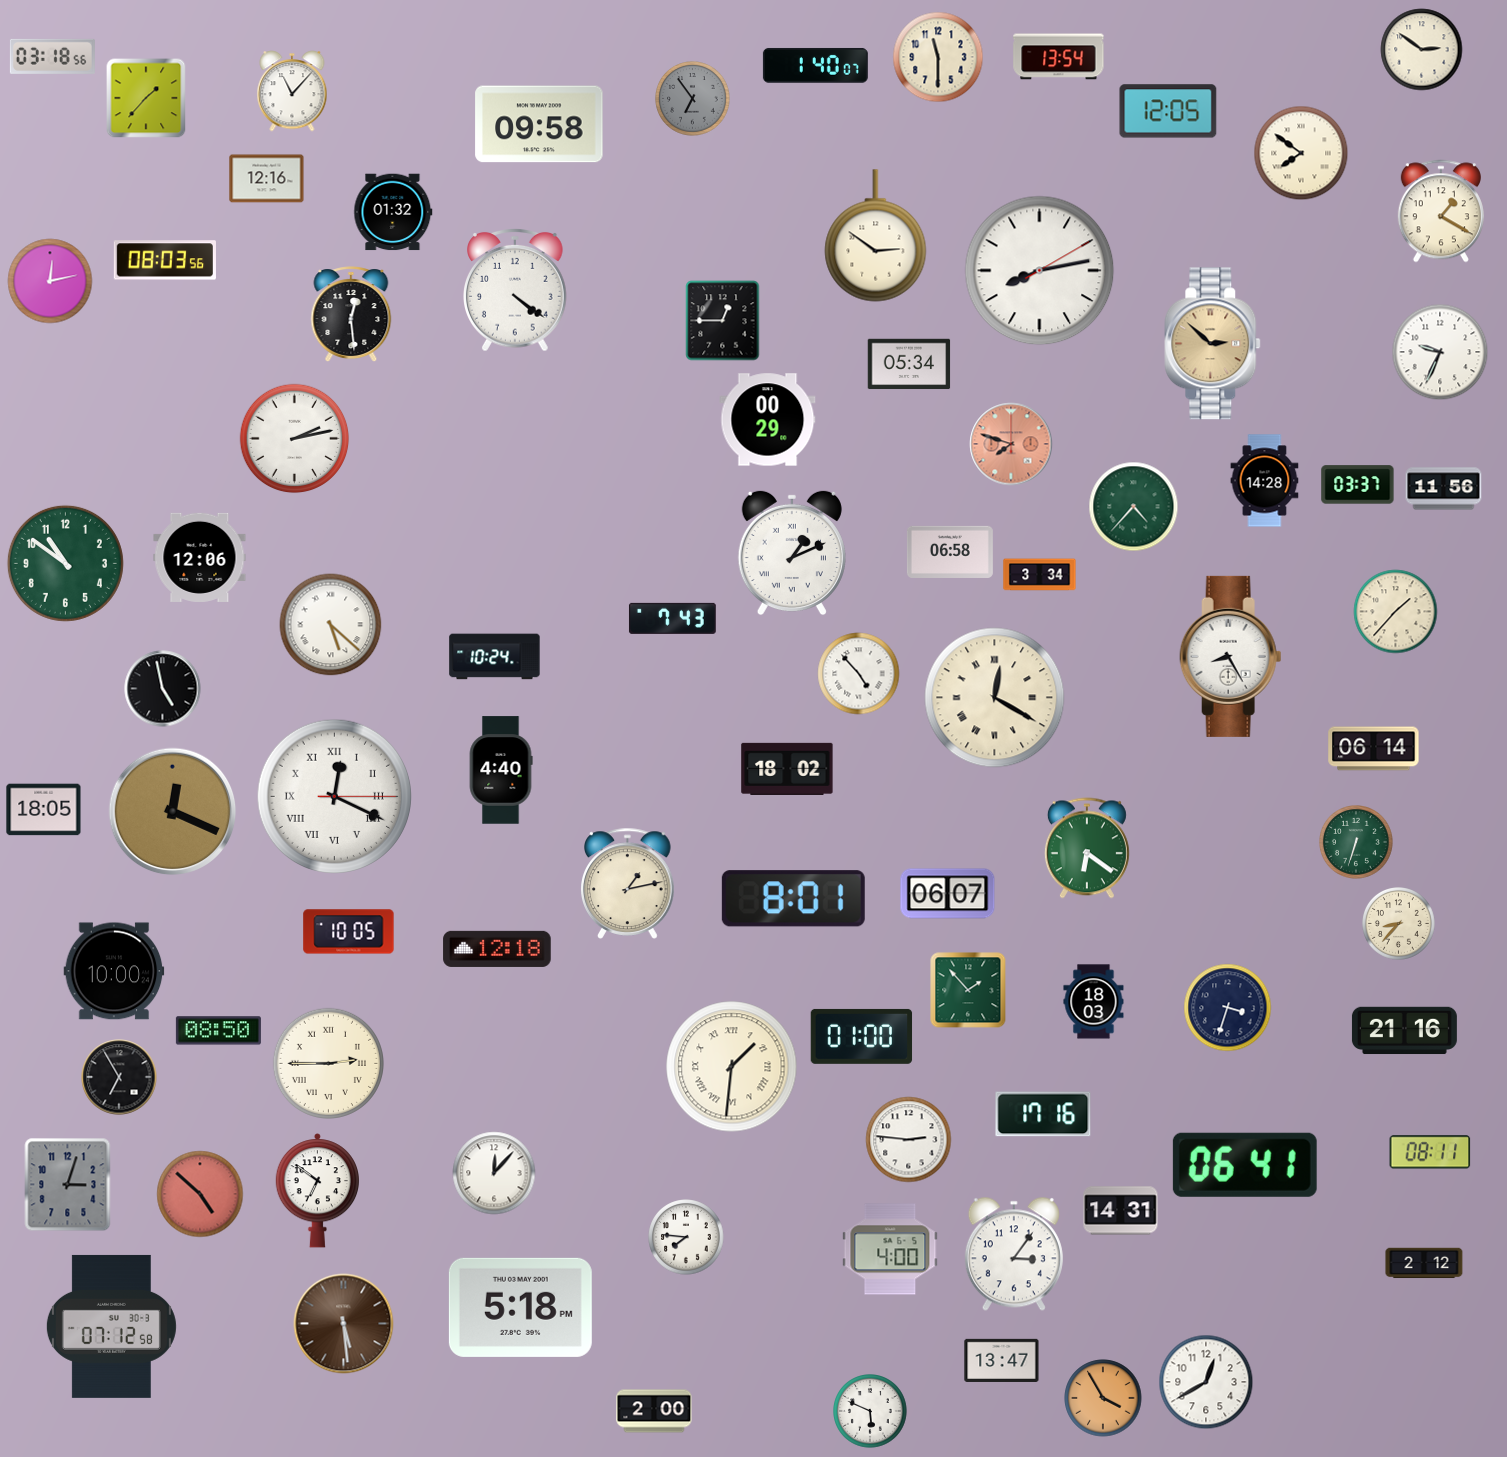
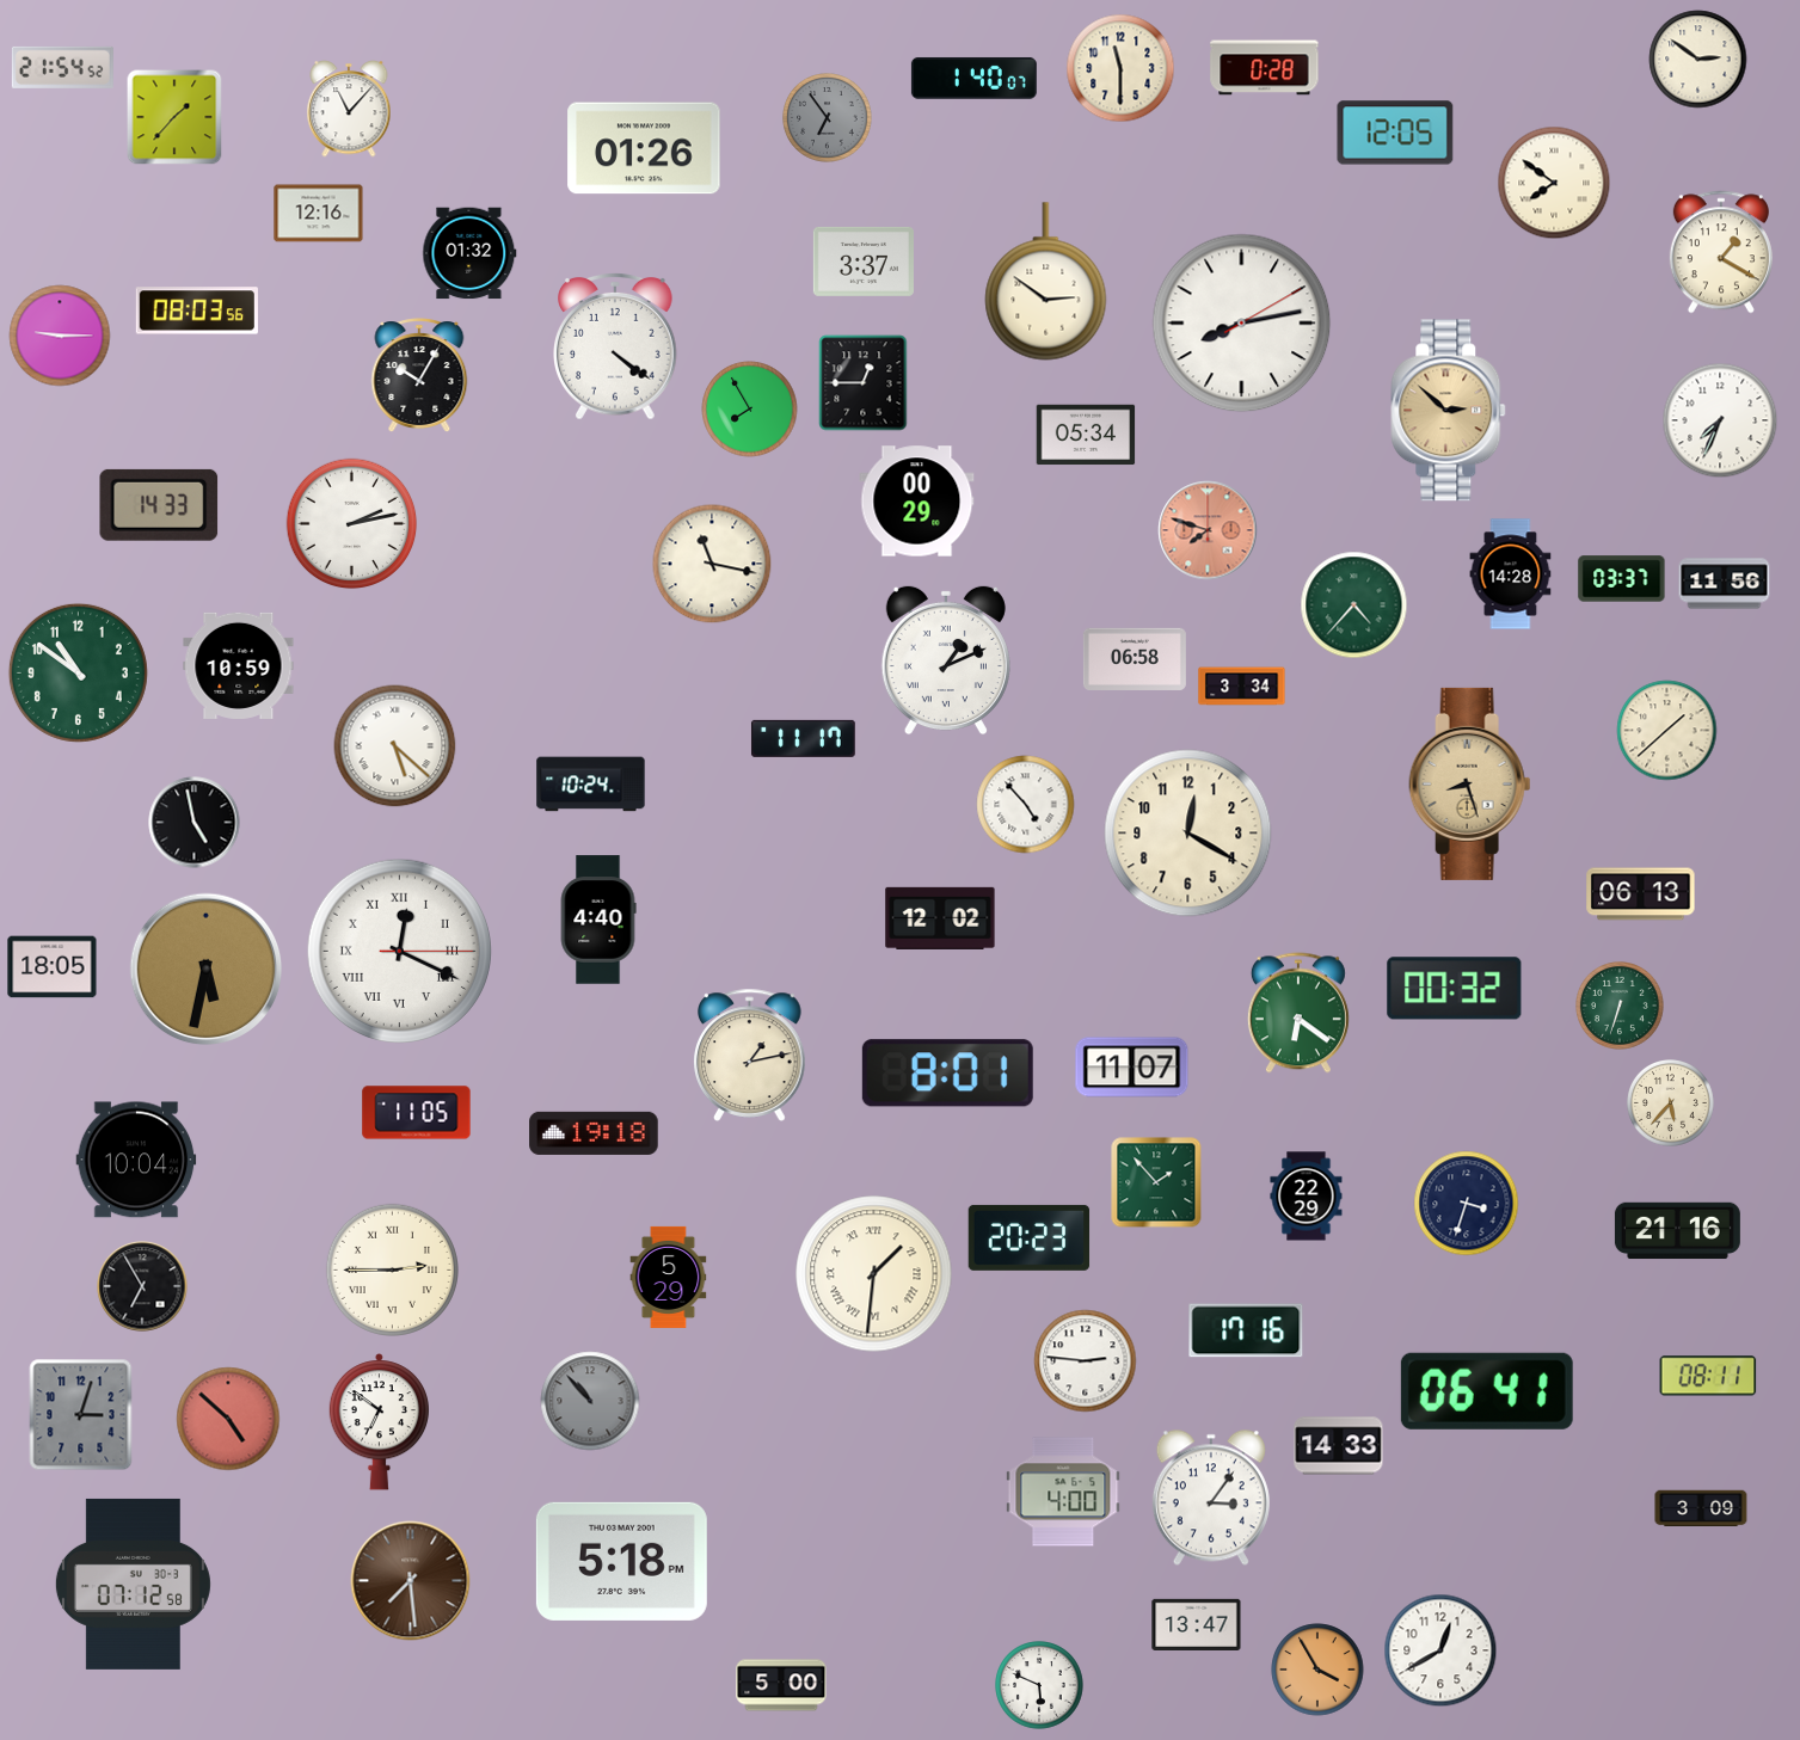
clock at (52, 56): 03:18 -> 21:54
clock at (1059, 57): 13:54 -> 0:28
clock at (539, 124): 09:58 -> 01:26
clock at (864, 262): none -> 3:37
clock at (50, 281): 12:13 -> 9:15
clock at (351, 314): 12:29 -> 10:05
clock at (750, 410): none -> 7:55
clock at (1440, 352): 9:34 -> 7:34
clock at (159, 505): none -> 14:33
clock at (712, 564): none -> 11:17
clock at (200, 557): 12:06 -> 10:59
clock at (1396, 612): 1:37 -> 1:38
clock at (672, 618): 7:43 -> 11:17
clock at (1231, 656): 8:25 -> 8:27
clock at (1231, 656) dial: white -> champagne
clock at (995, 698) numerals: Roman -> Arabic
clock at (1374, 749): 06:14 -> 06:13
clock at (787, 769): 18:02 -> 12:02
clock at (173, 812): 12:19 -> 5:32
clock at (1455, 989): none -> 00:32
clock at (948, 894): 06:07 -> 11:07
clock at (1399, 924): 8:37 -> 5:37
clock at (349, 932): 10:05 -> 11:05
clock at (497, 949): 12:18 -> 19:18
clock at (114, 971): 10:00 -> 10:04
clock at (1094, 1002): 18:03 -> 22:29
clock at (218, 1031): 08:50 -> none
clock at (862, 1036): 01:00 -> 20:23
clock at (669, 1277): none -> 5:29
clock at (494, 1173): 12:07 -> 10:53
clock at (494, 1173) dial: white -> grey
clock at (200, 1194) position: (200, 1194) -> (228, 1419)
clock at (1121, 1211): 14:31 -> 14:33
clock at (686, 1237): 7:46 -> none
clock at (1424, 1263): 2:12 -> 3:09
clock at (344, 1324): 5:29 -> 7:29
clock at (654, 1411): 2:00 -> 5:00
